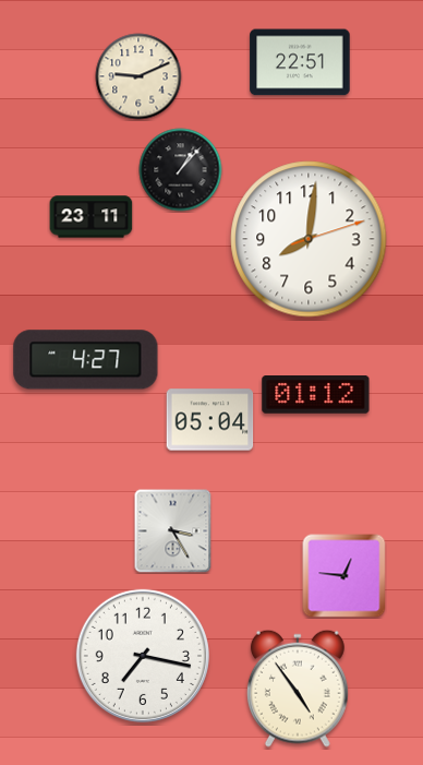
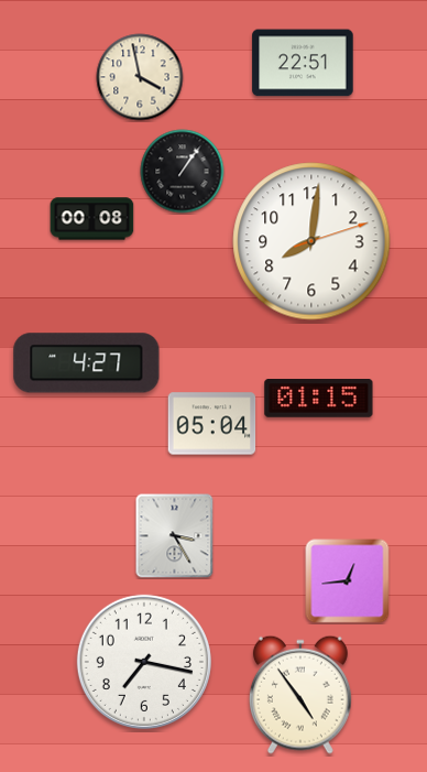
clock at (138, 76): 9:11 -> 3:58
clock at (181, 170): 1:07 -> 1:06
clock at (92, 217): 23:11 -> 00:08
clock at (316, 395): 01:12 -> 01:15
clock at (345, 576): 12:46 -> 12:44
